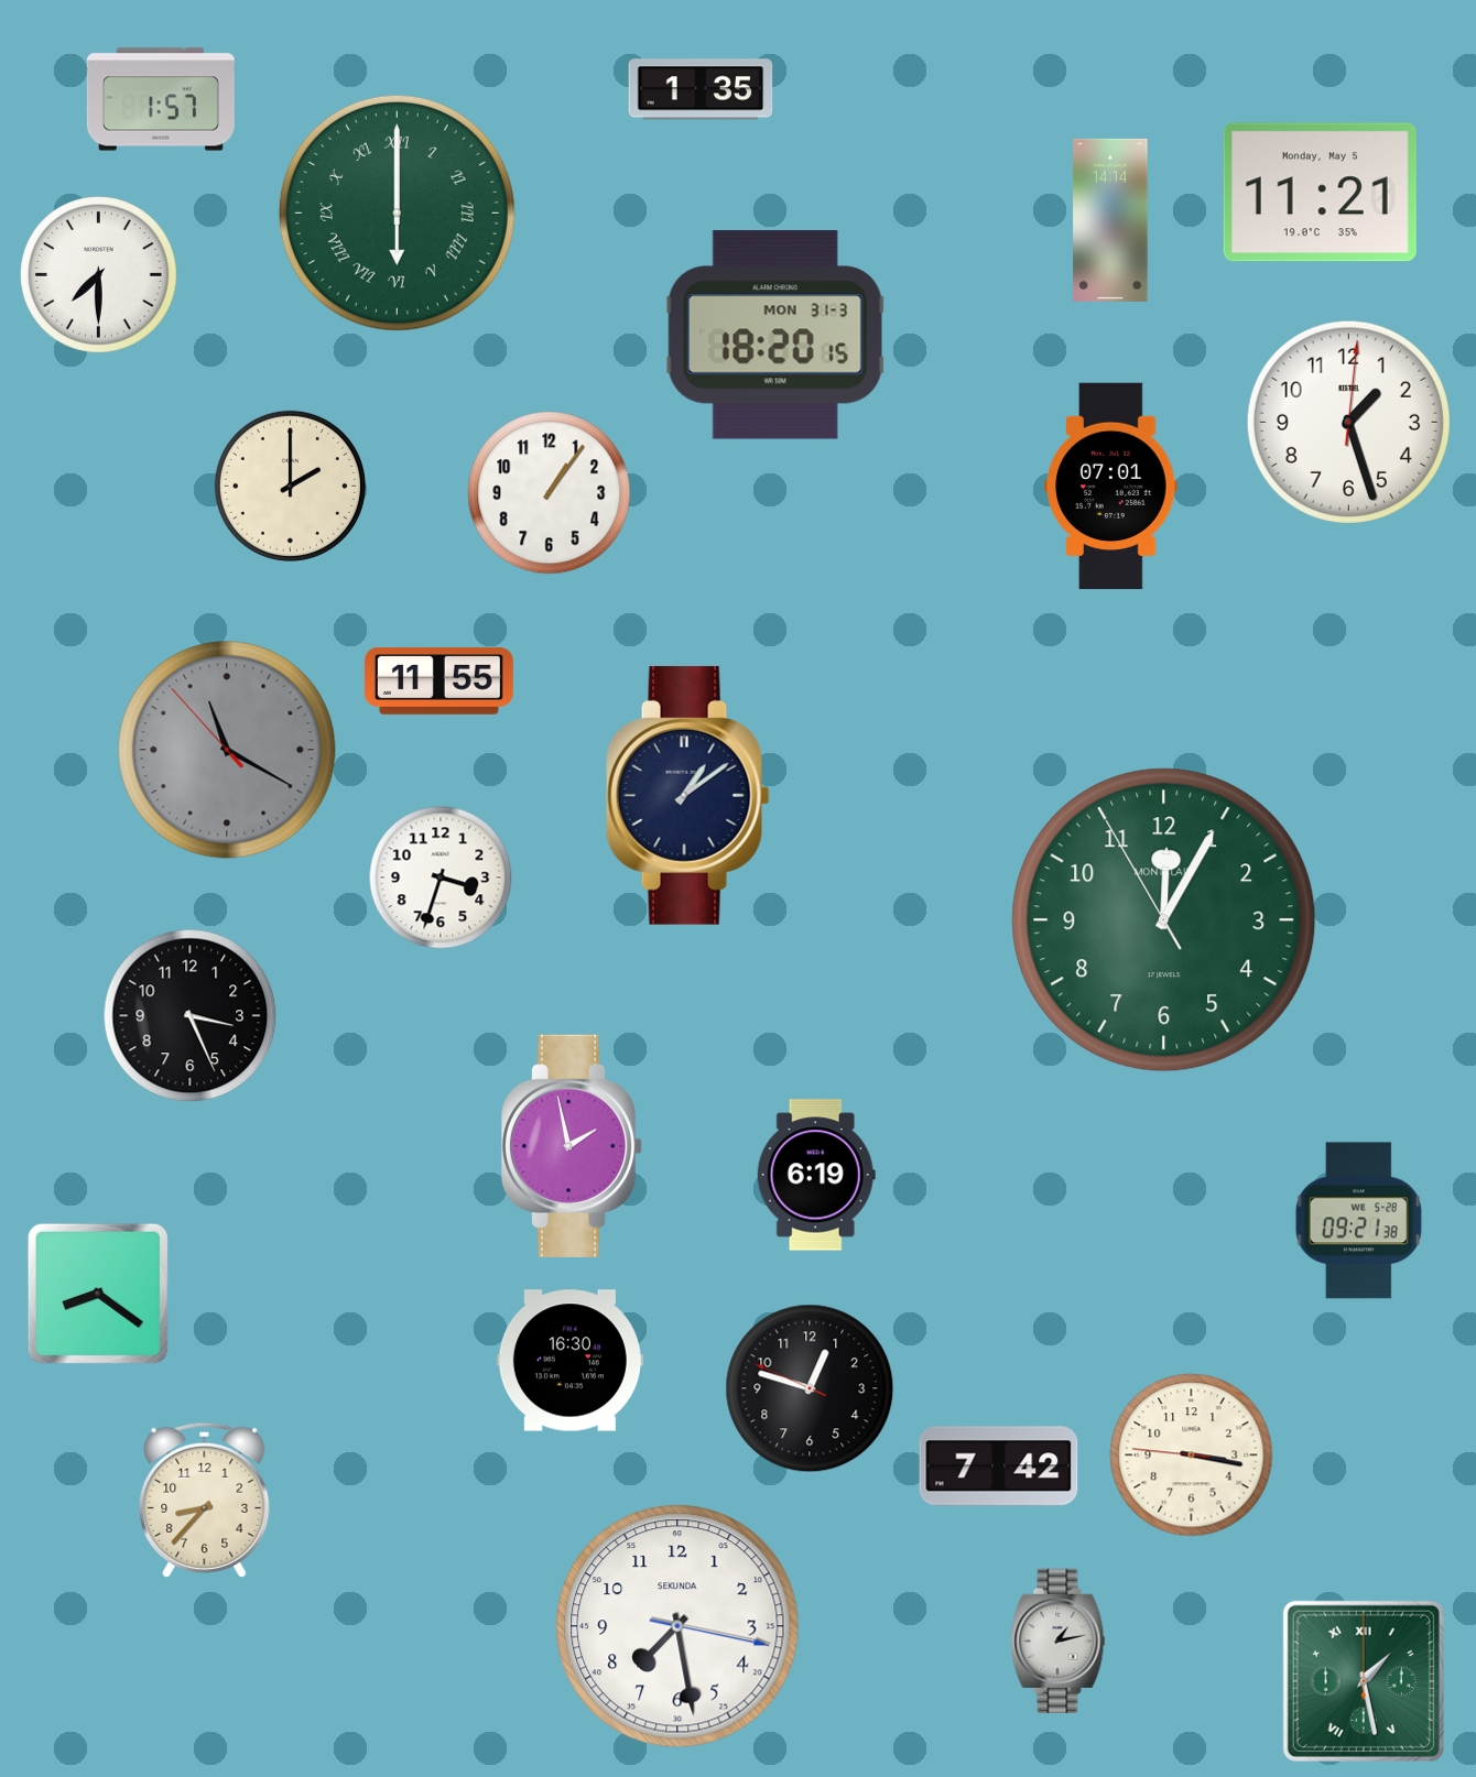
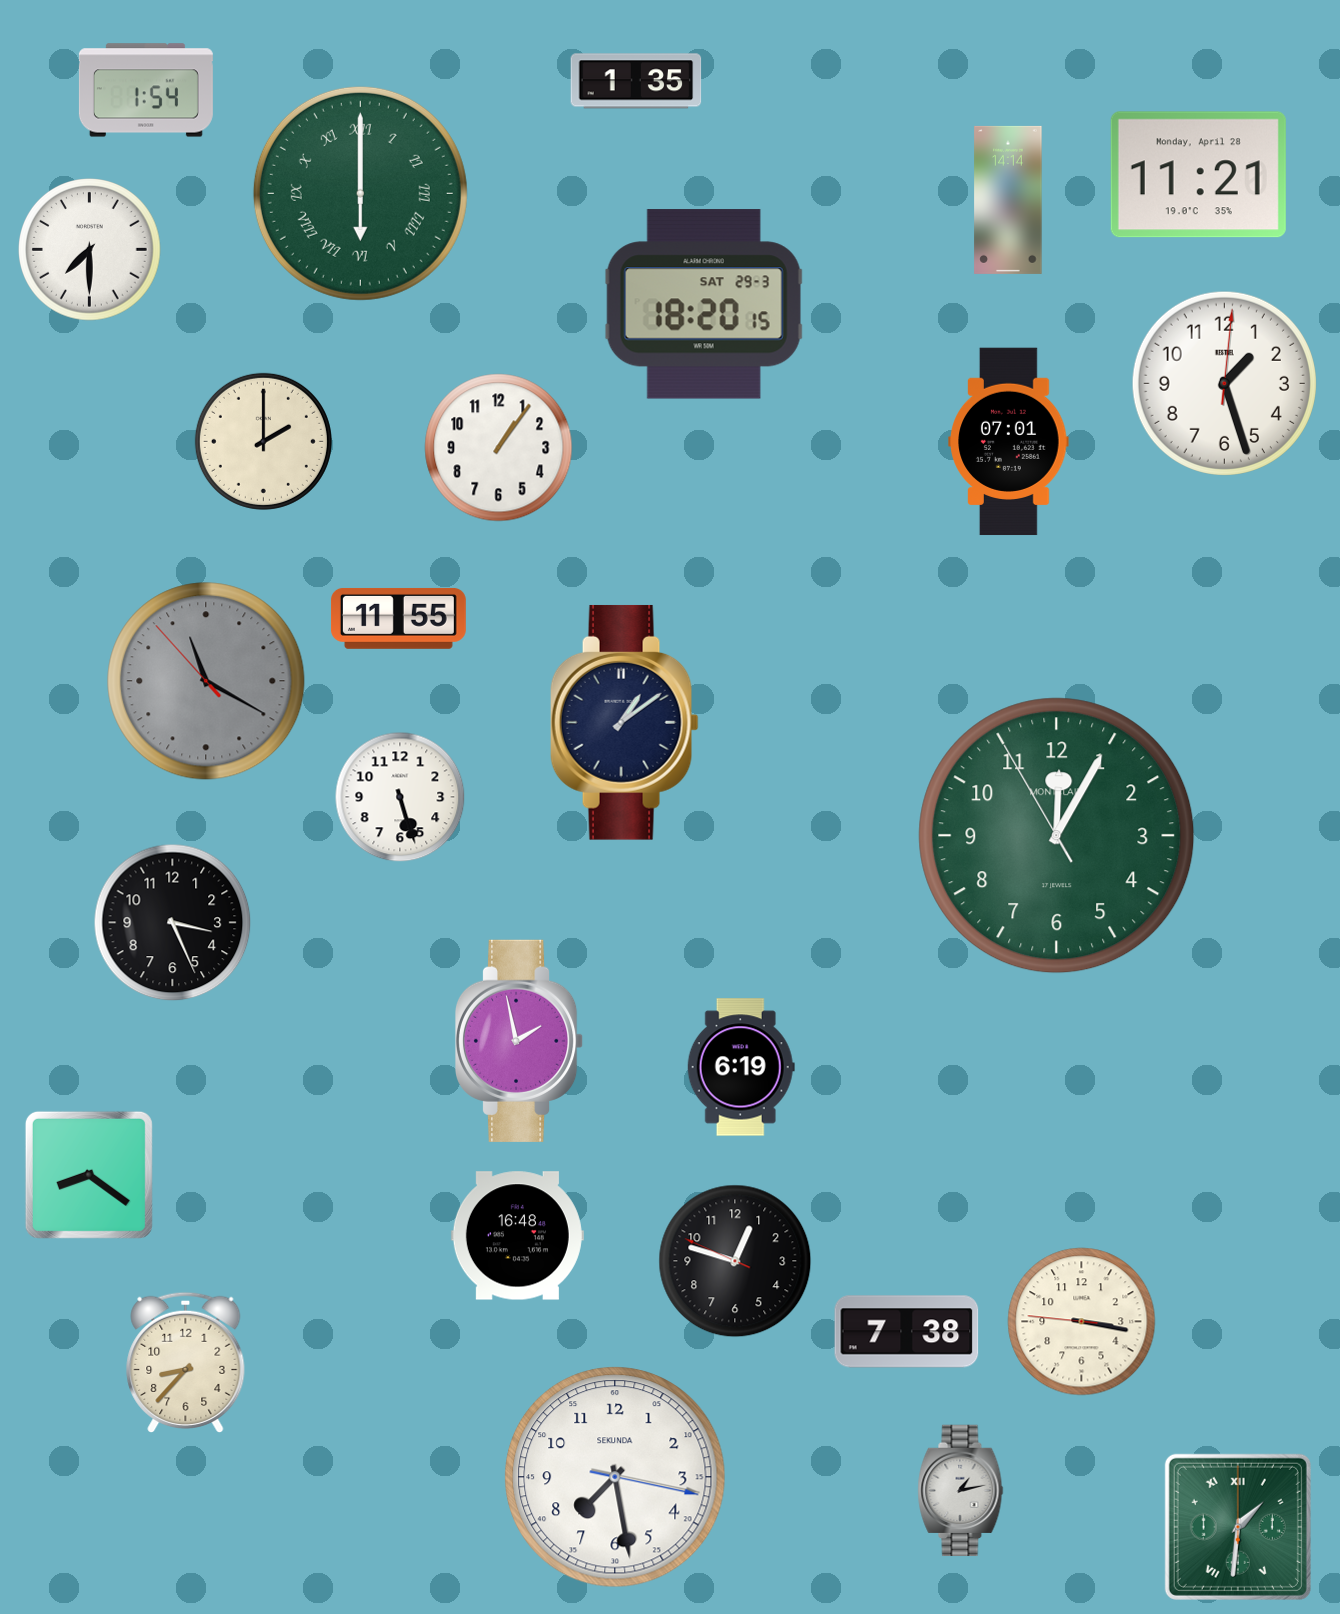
clock at (161, 99): 1:57 -> 1:54
clock at (1320, 193) date: Monday, May 5 -> Monday, April 28
clock at (775, 335) date: MON 31-3 -> SAT 29-3
clock at (441, 877): 3:33 -> 5:27
clock at (1358, 1221): 09:21 -> none
clock at (569, 1361): 16:30 -> 16:48
clock at (999, 1467): 7:42 -> 7:38
clock at (1364, 1681): 1:28 -> 1:31
